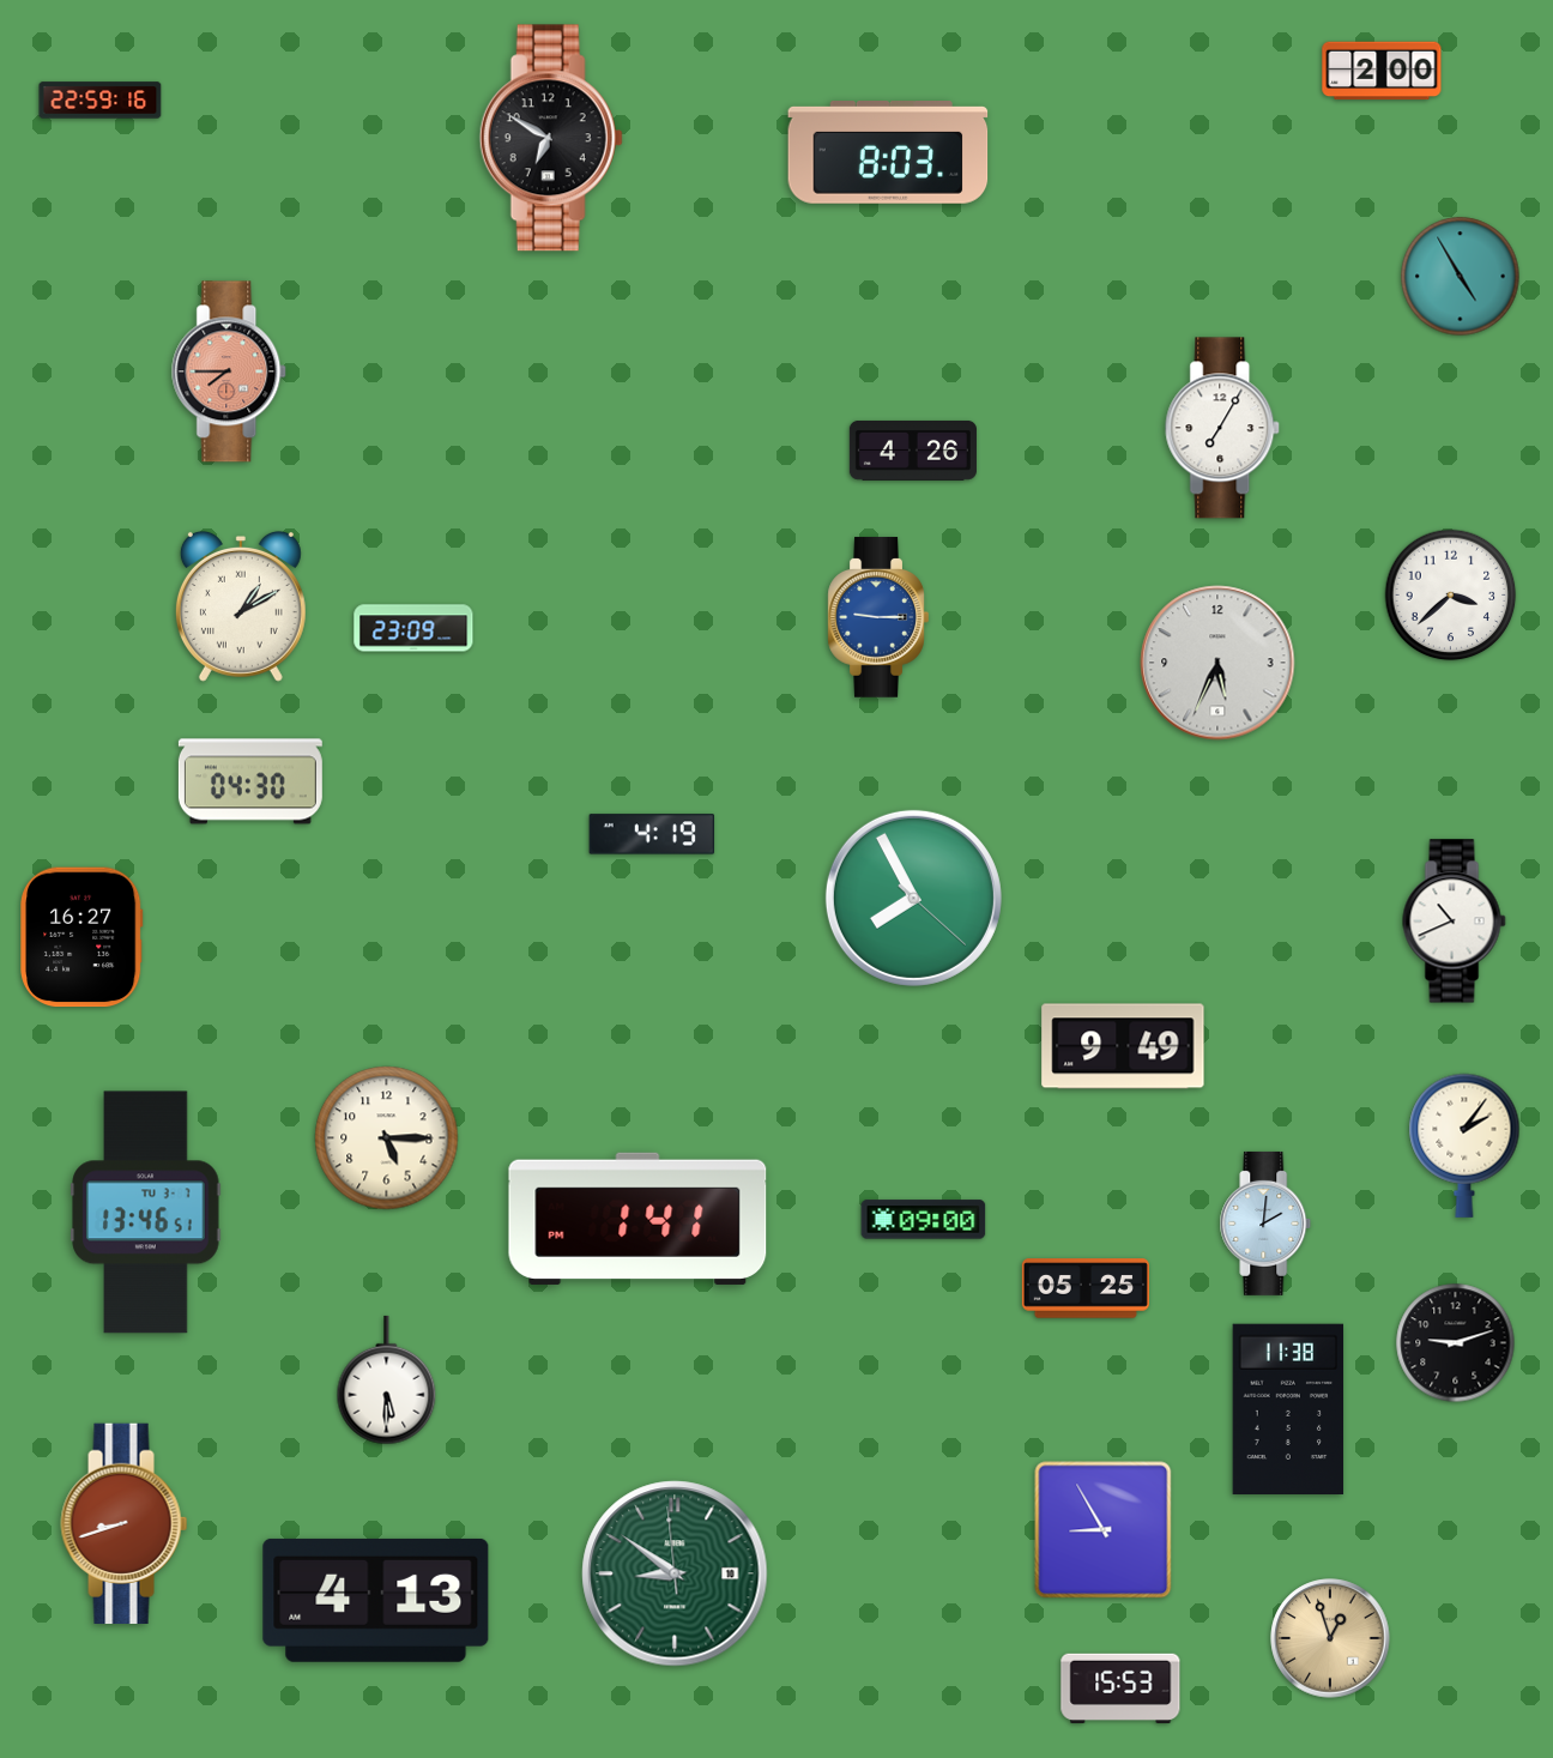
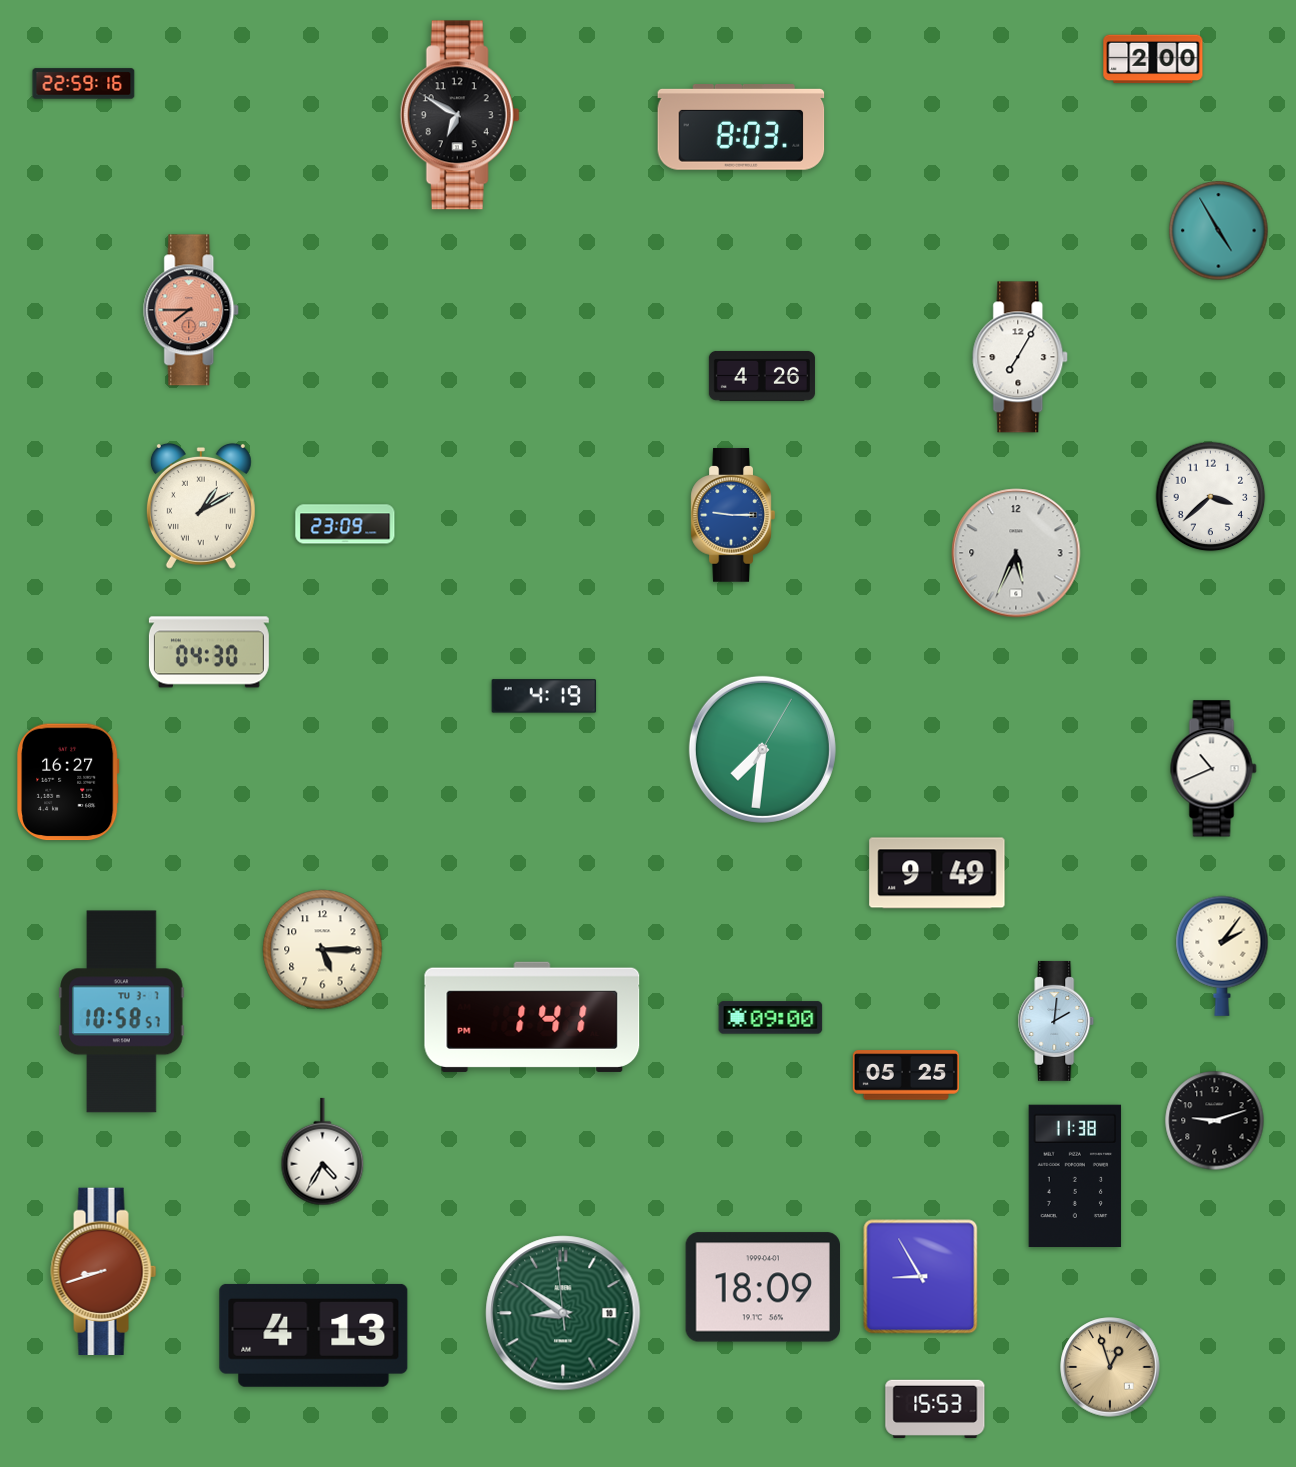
clock at (913, 898): 7:55 -> 7:31
clock at (146, 1213): 13:46 -> 10:58
clock at (387, 1381): 5:30 -> 4:35
clock at (762, 1287): none -> 18:09
